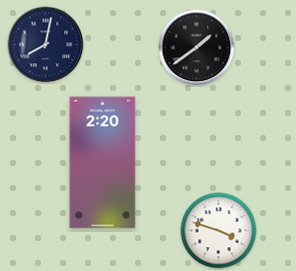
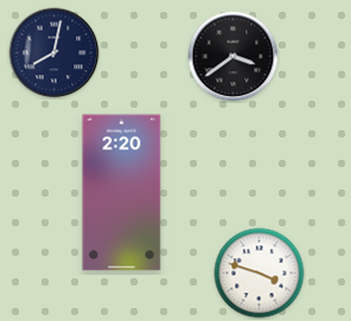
clock at (197, 48): 1:39 -> 3:39
